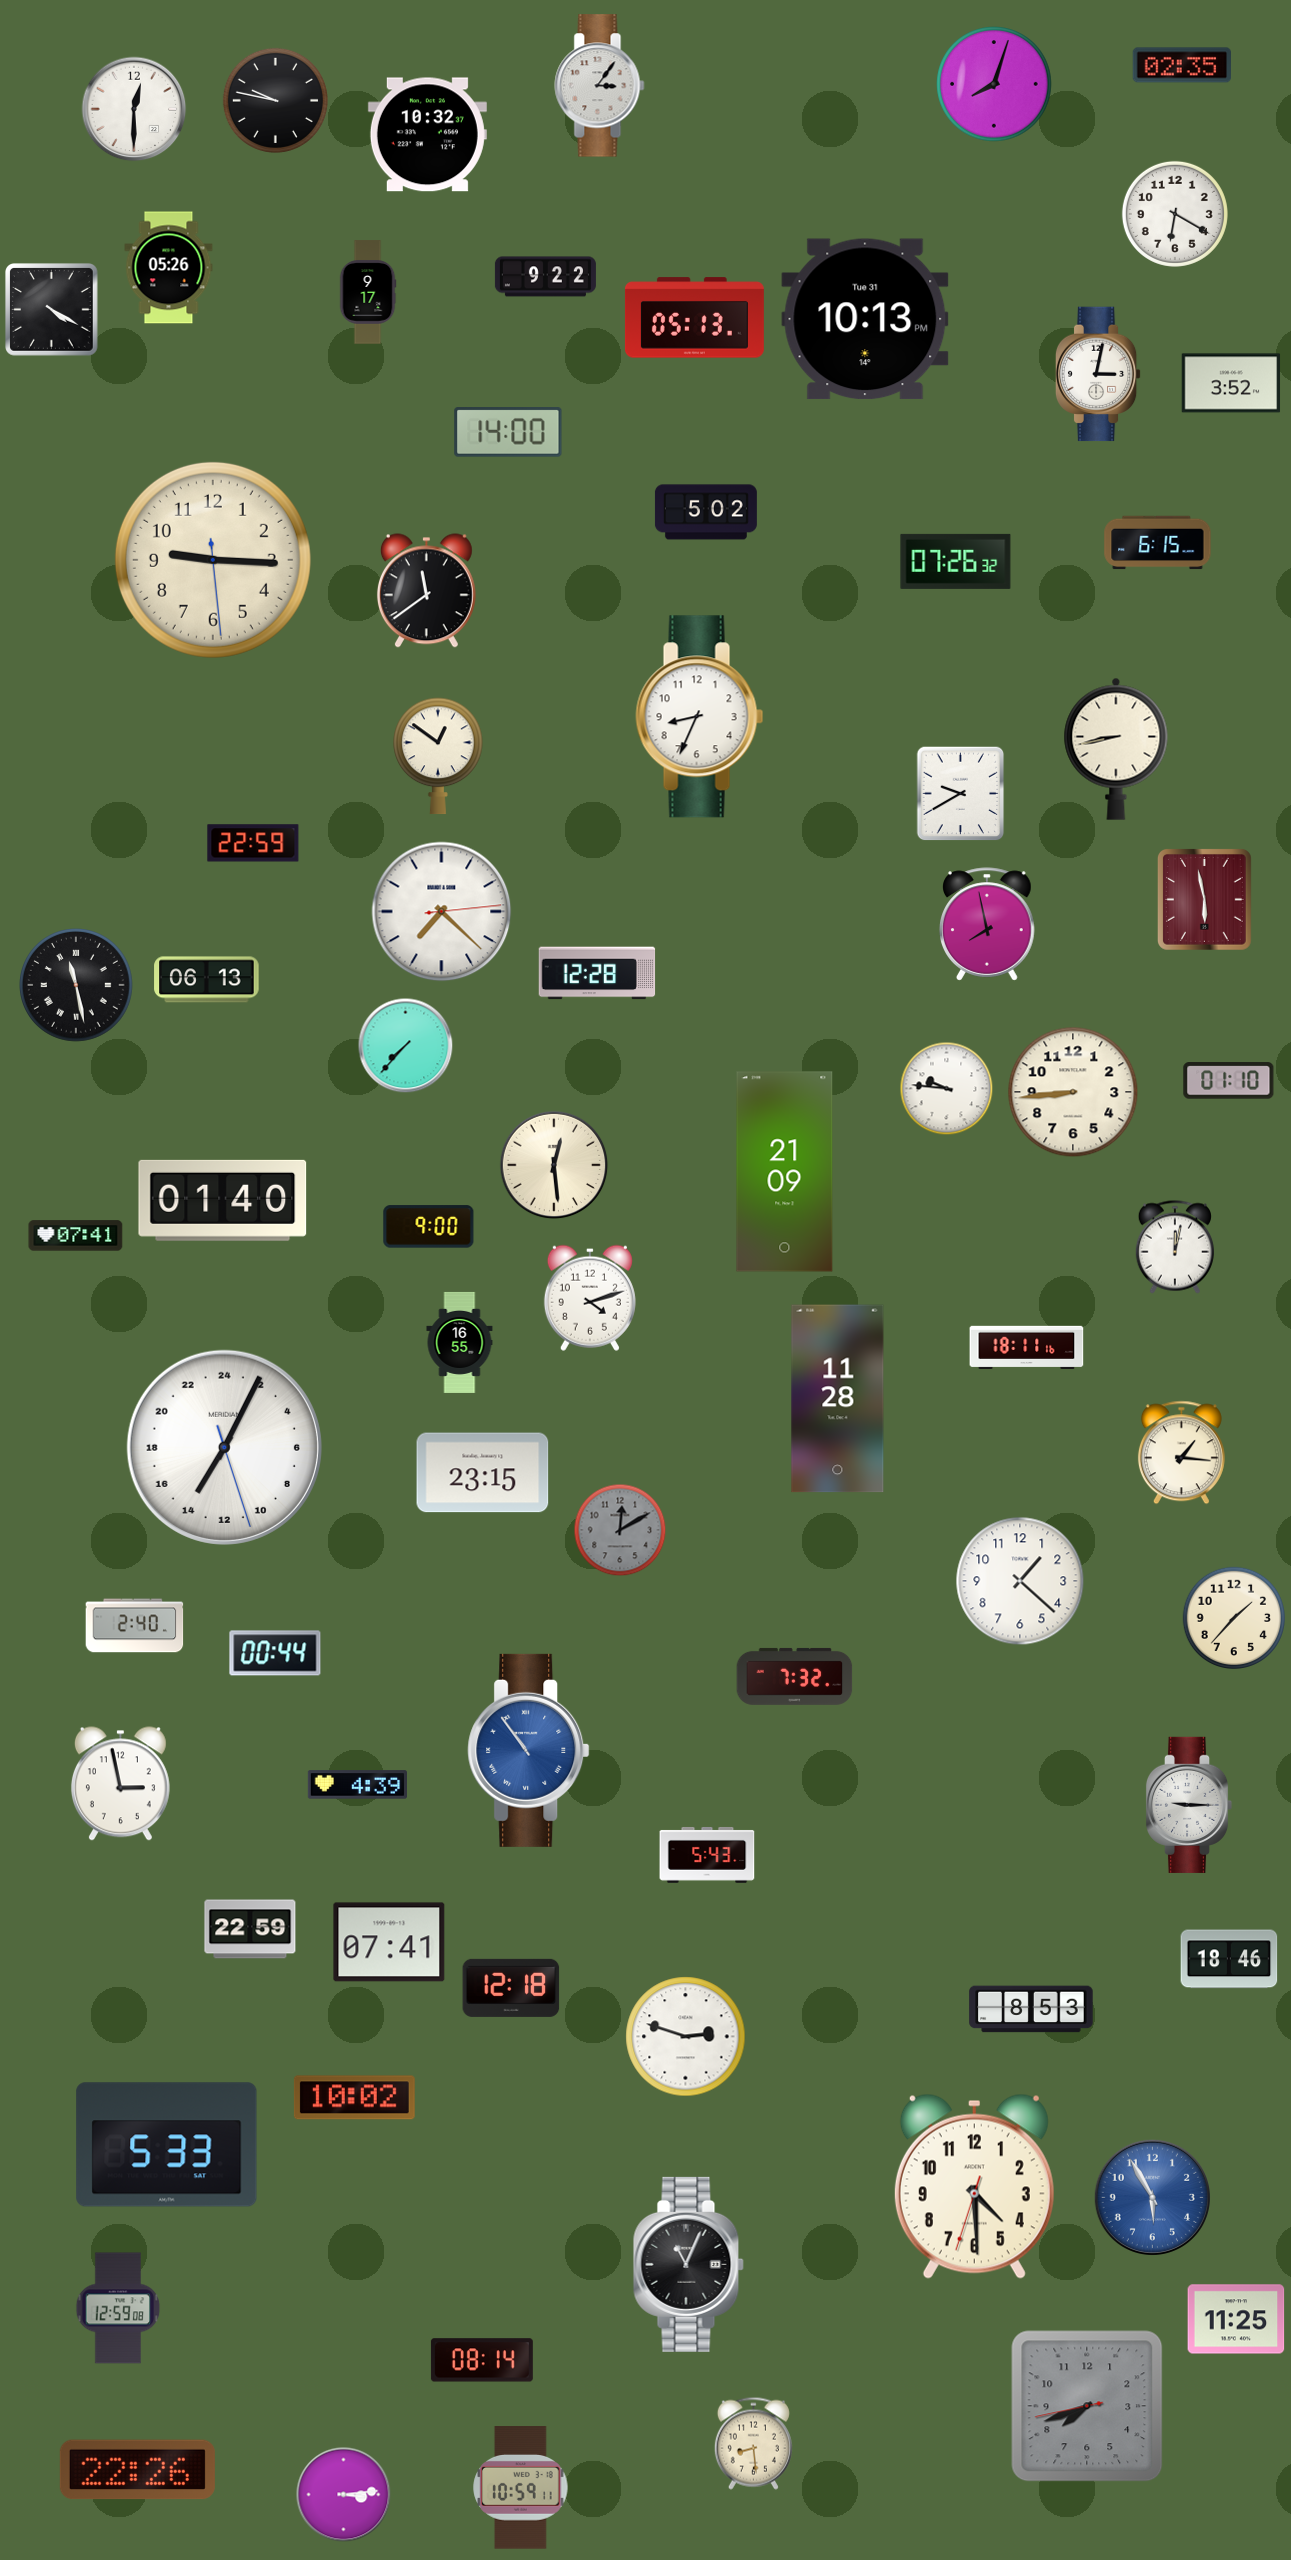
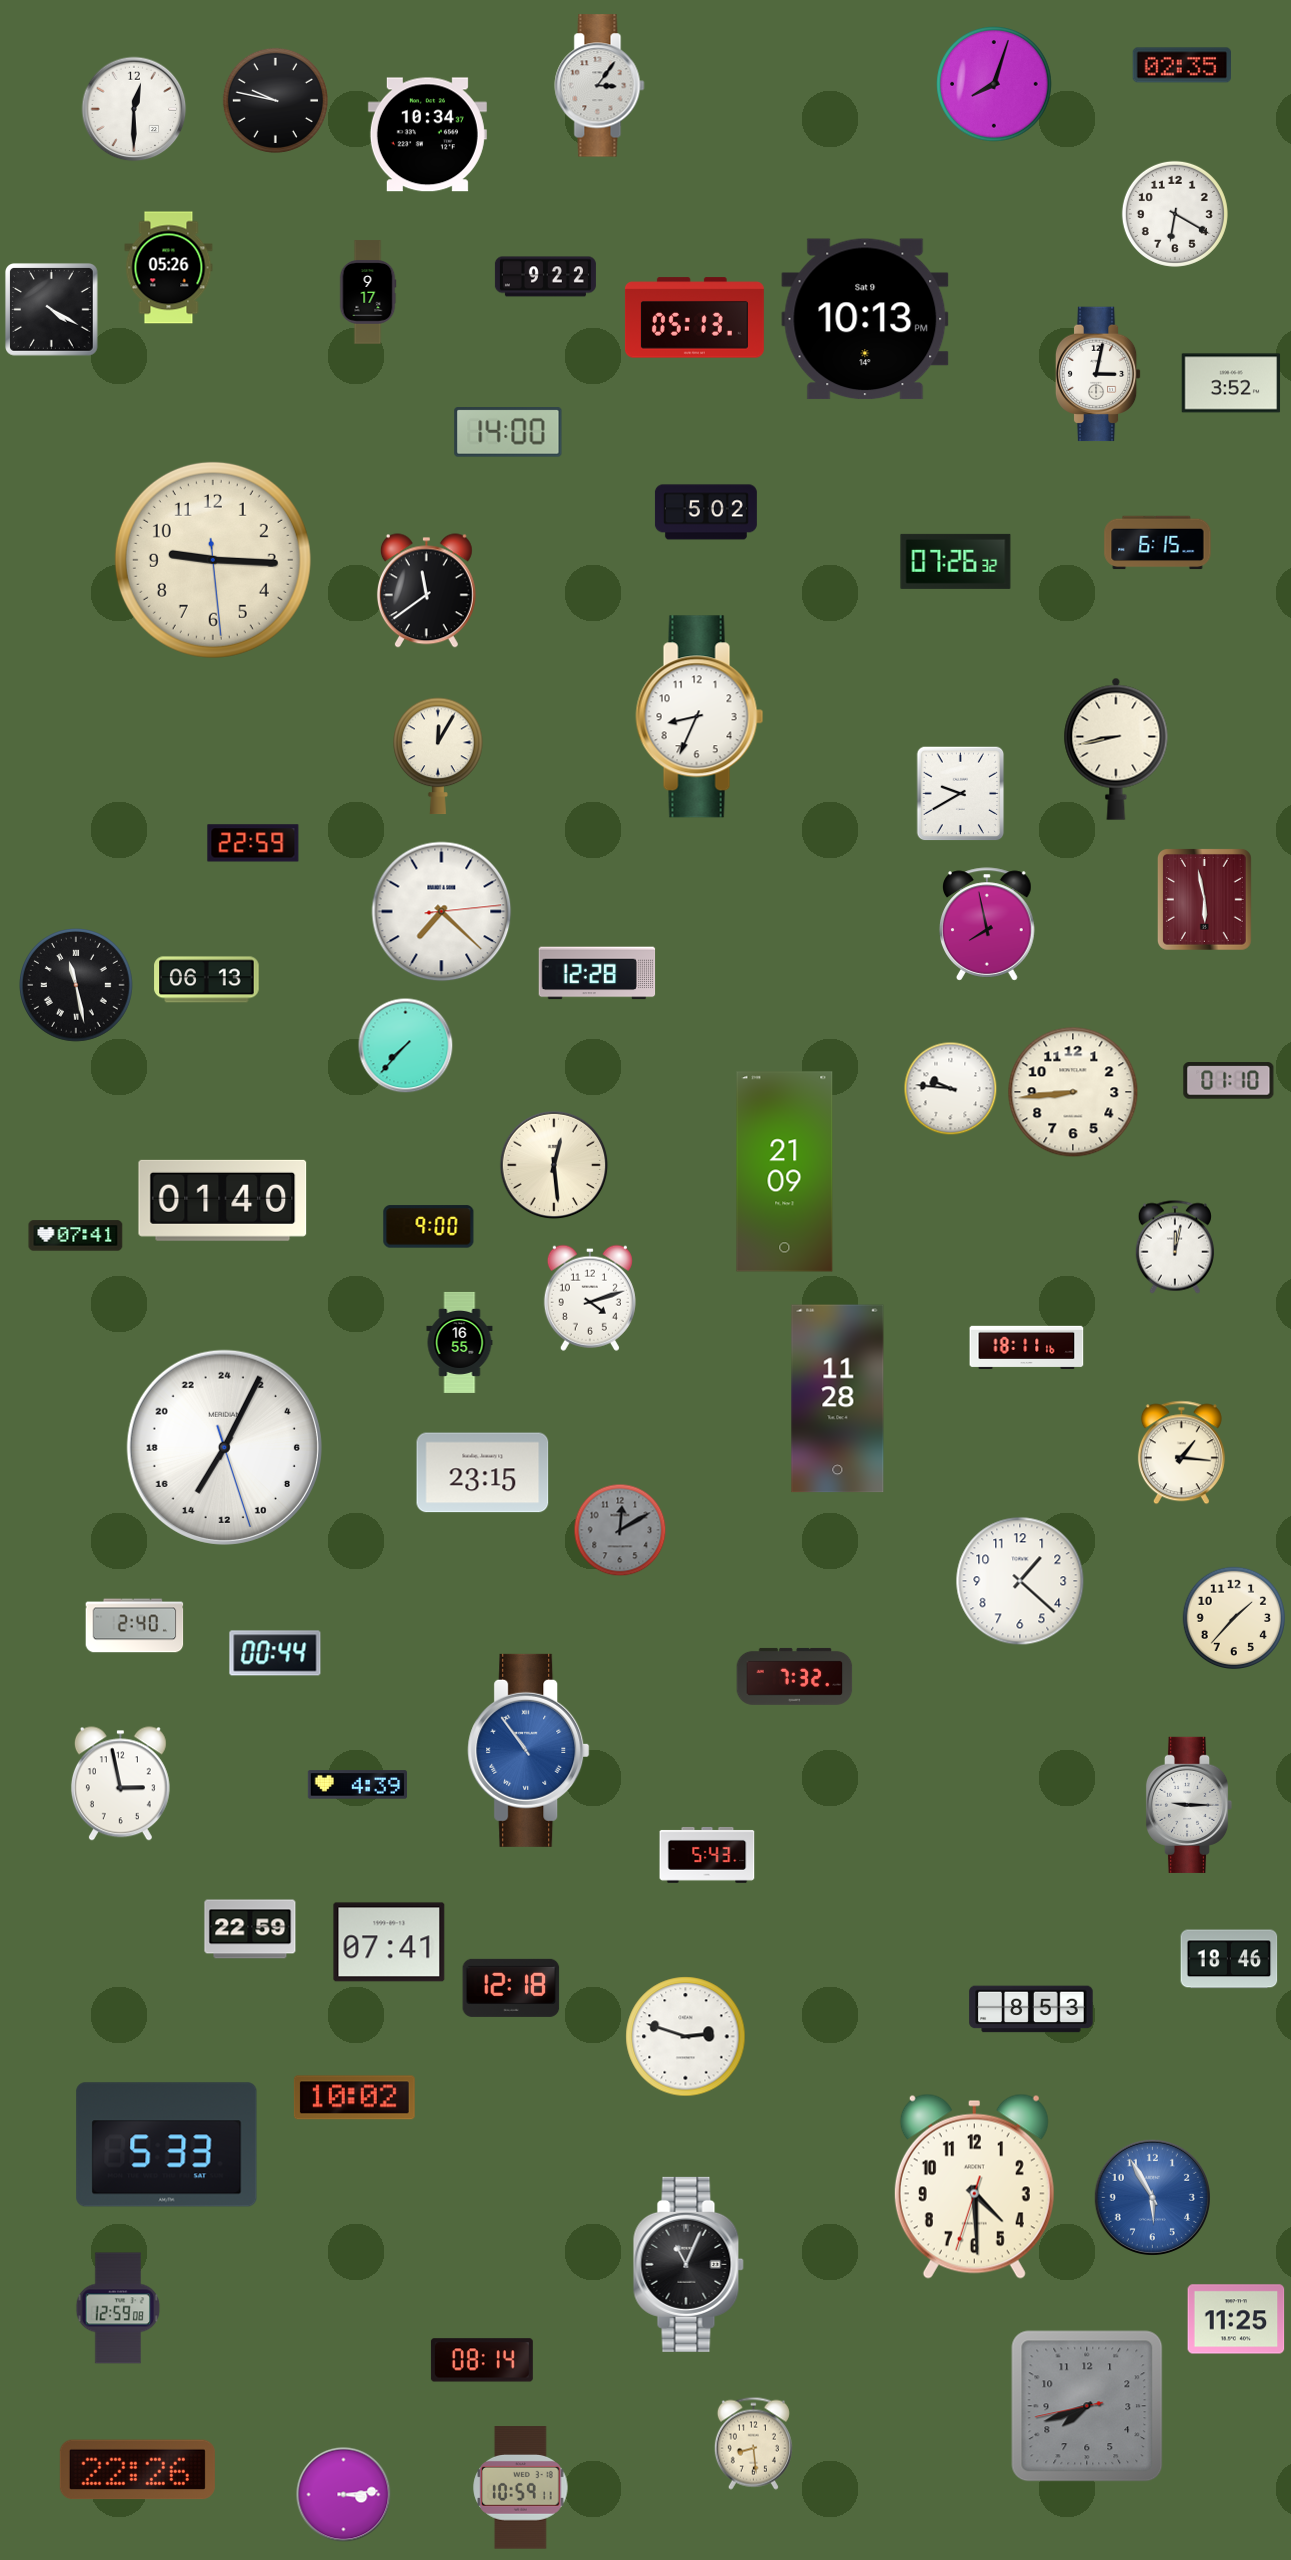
clock at (427, 135): 10:32 -> 10:34
clock at (865, 319) date: Tue 31 -> Sat 9
clock at (438, 756): 12:51 -> 12:05
clock at (947, 1089) position: (947, 1089) -> (951, 1089)
